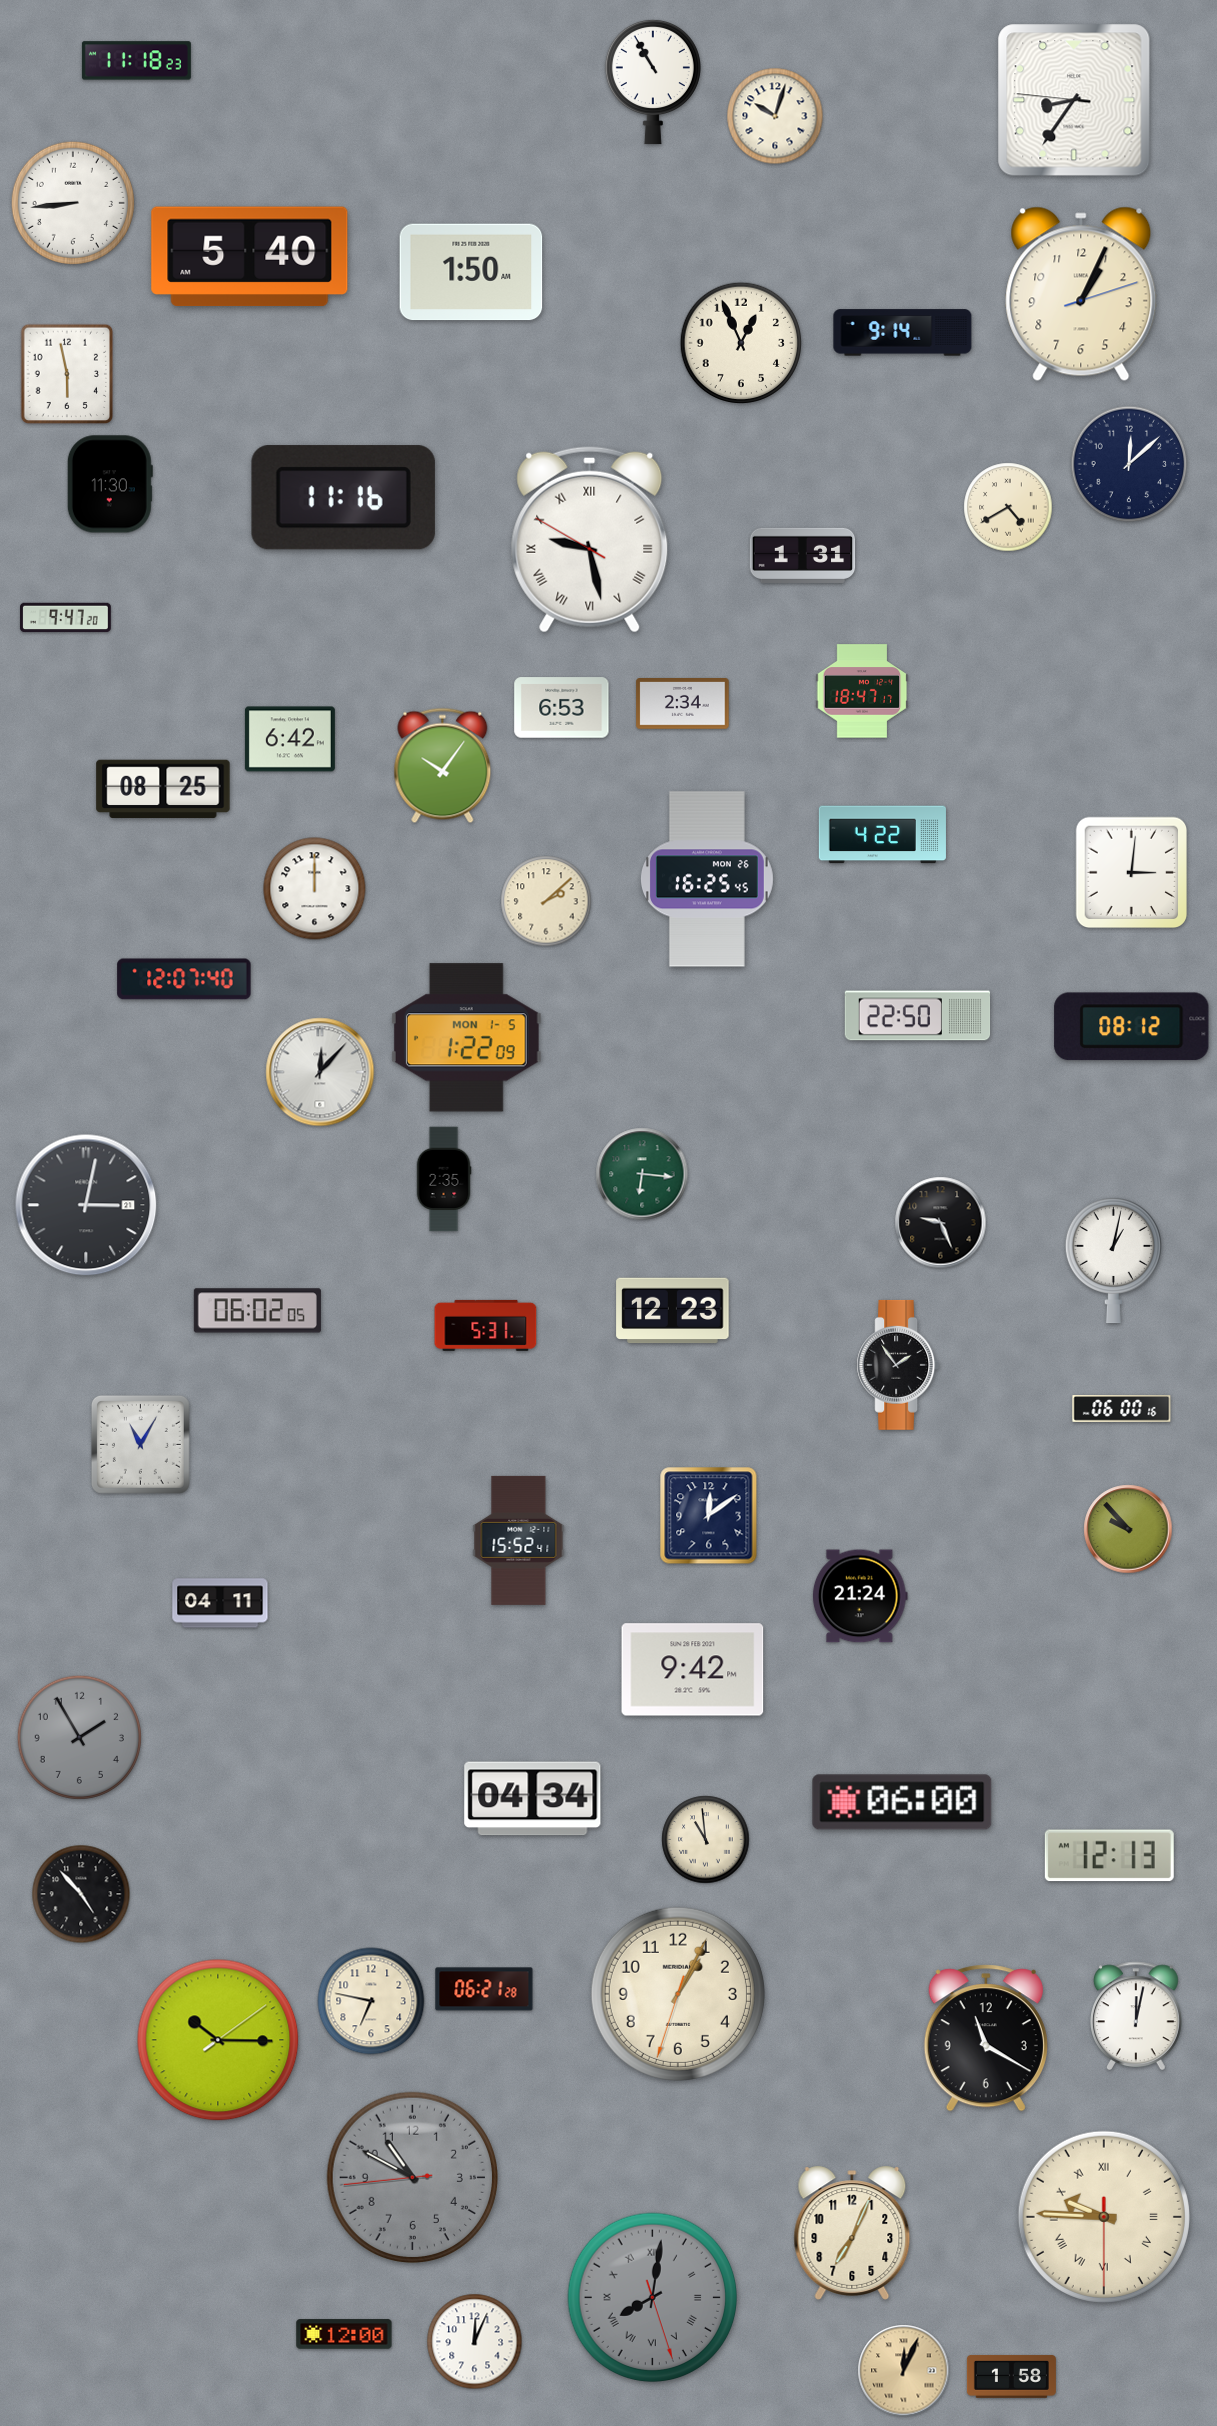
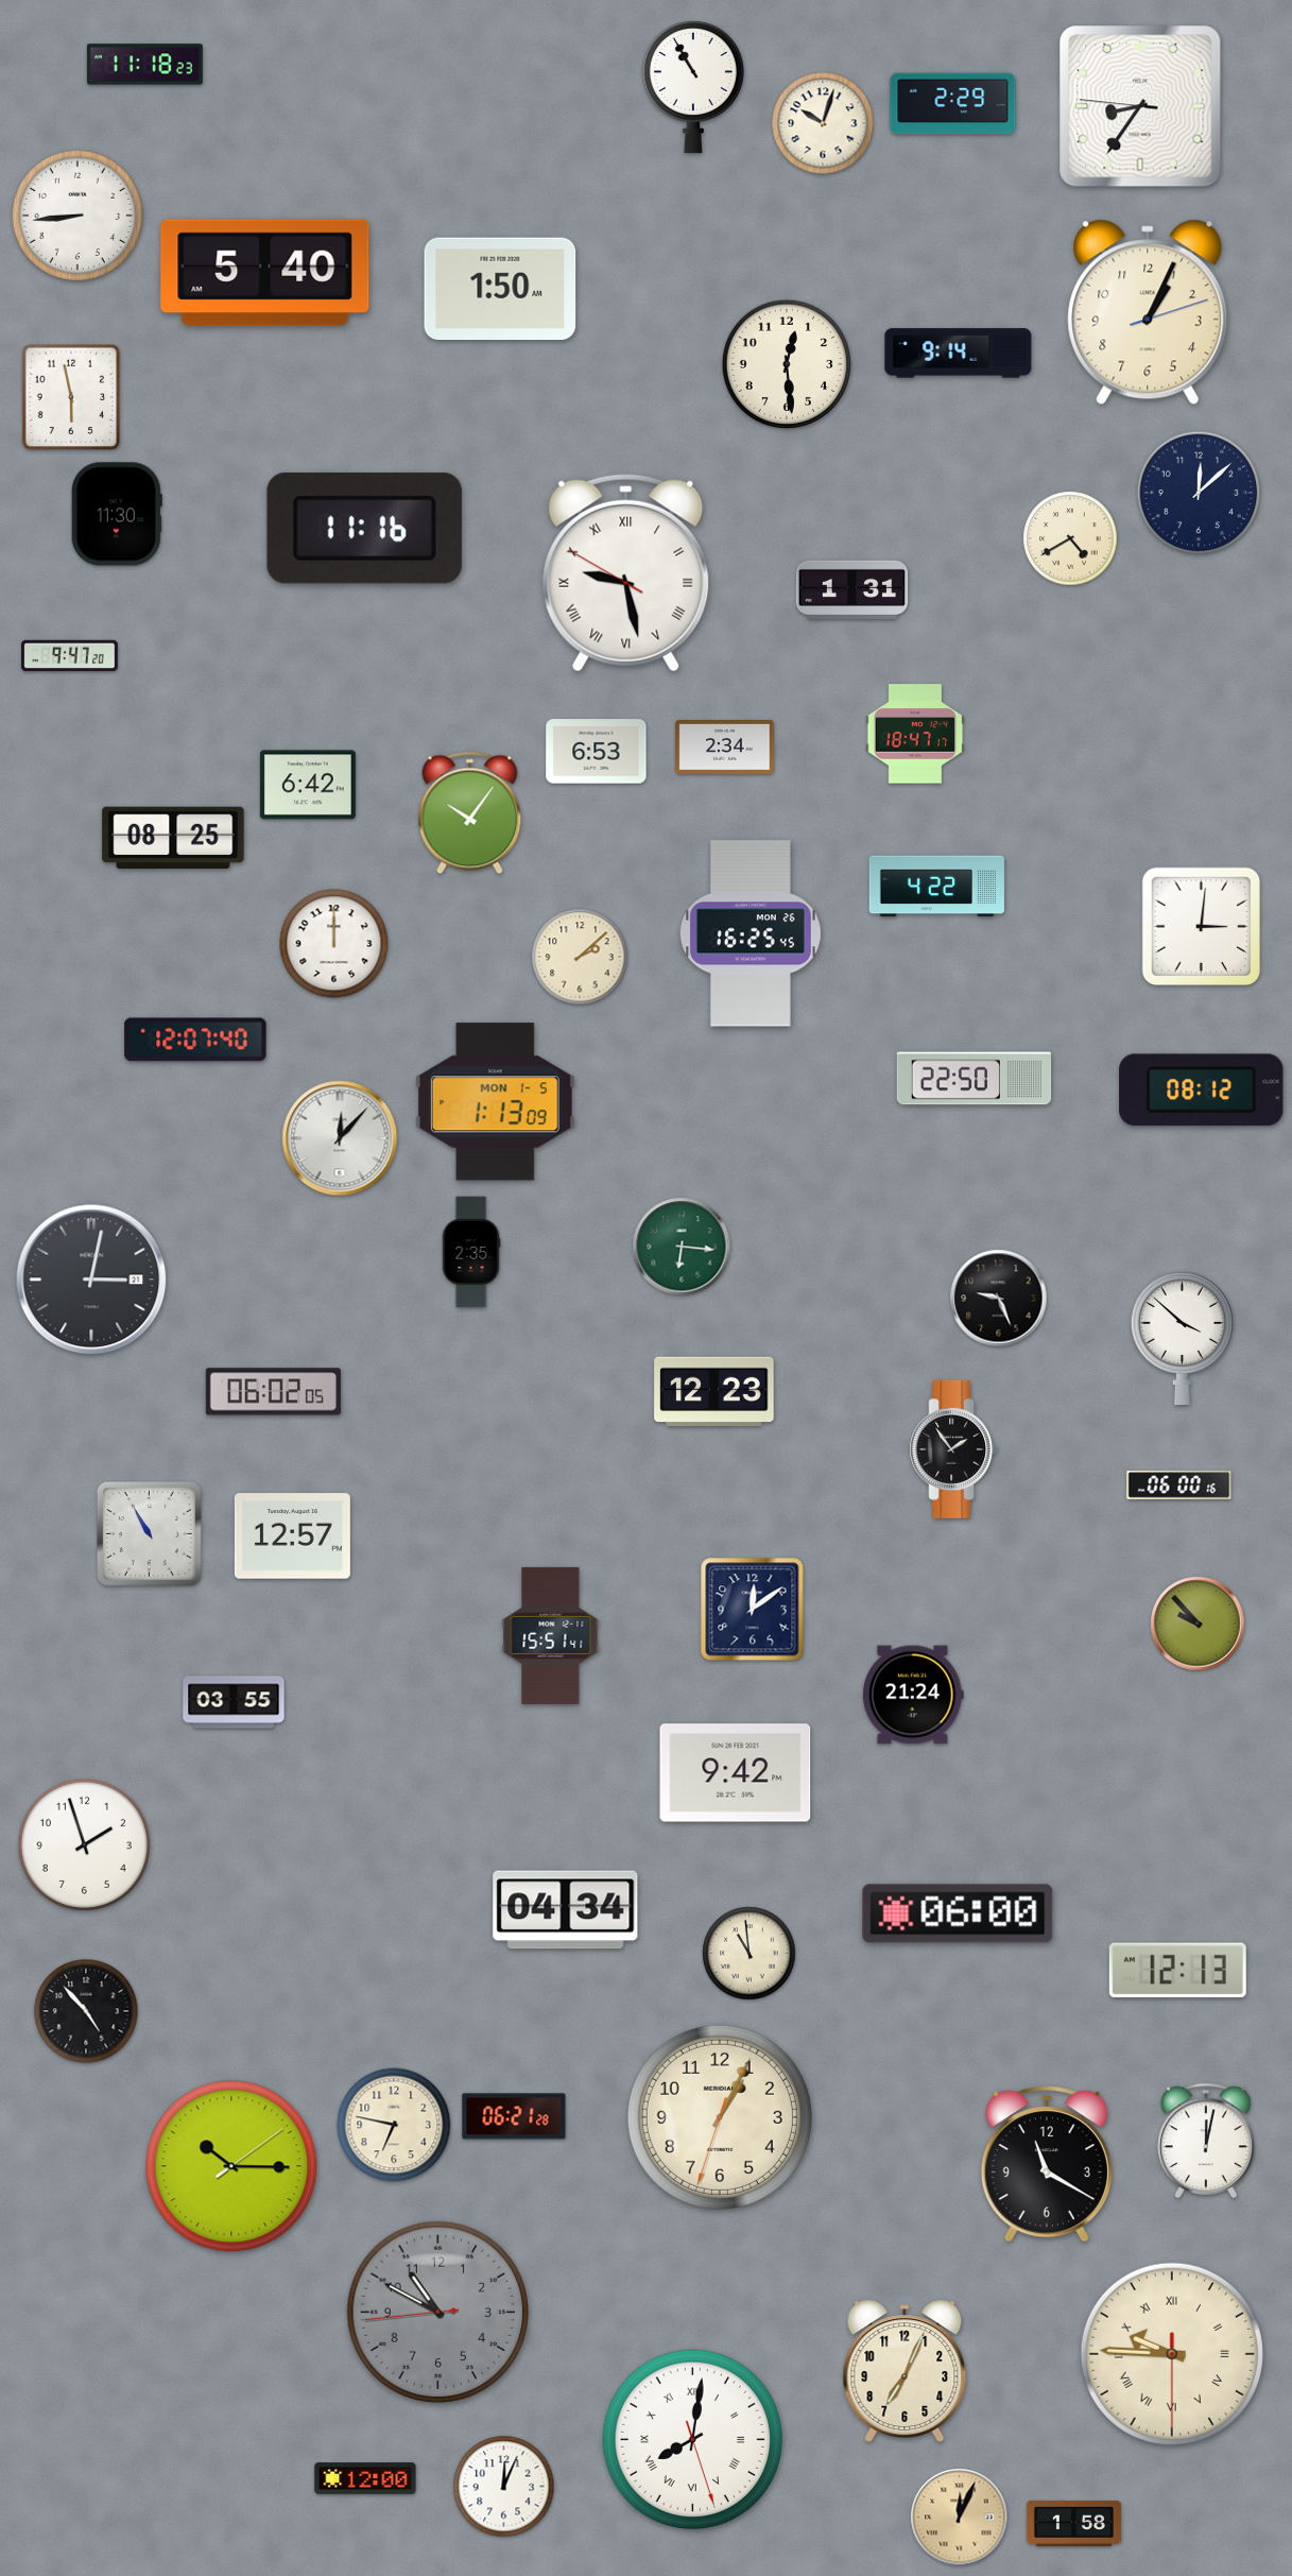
clock at (953, 104): none -> 2:29
clock at (740, 342): 12:56 -> 12:29
clock at (466, 1038): 1:22 -> 1:13
clock at (1113, 1260): 1:02 -> 3:52
clock at (486, 1325): 5:31 -> none
clock at (1122, 1409) position: (1122, 1409) -> (1179, 1486)
clock at (140, 1444): 11:05 -> 10:55
clock at (292, 1536): none -> 12:57
clock at (519, 1540): 15:52 -> 15:51
clock at (220, 1603): 04:11 -> 03:55
clock at (79, 1737): 1:55 -> 1:57
clock at (79, 1737) dial: grey -> white
clock at (484, 1989) position: (484, 1989) -> (514, 2116)
clock at (652, 2297) dial: grey -> white
